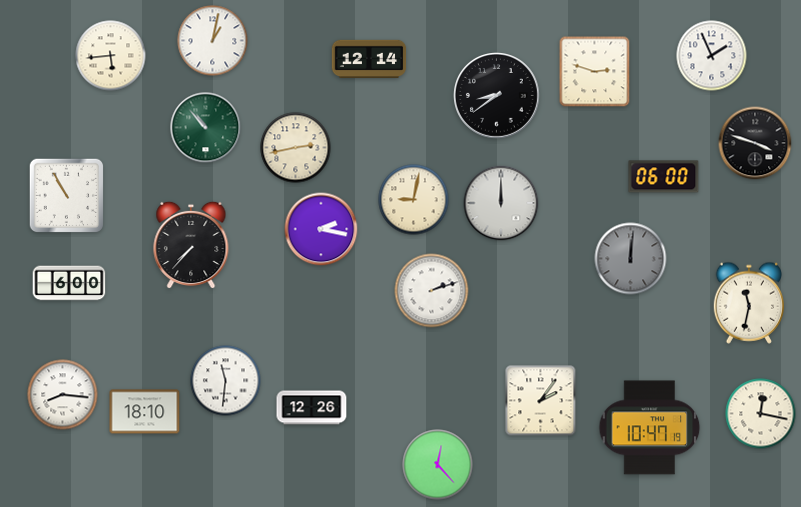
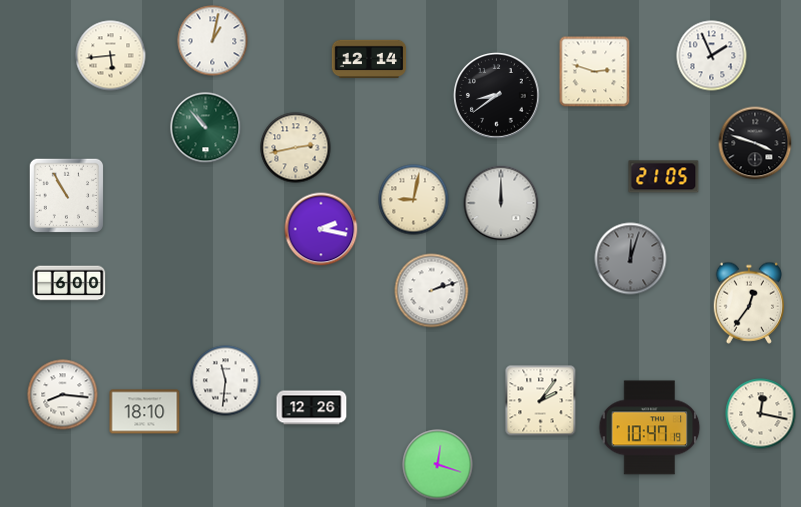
clock at (664, 177): 06:00 -> 21:05
clock at (191, 245): 7:37 -> none
clock at (631, 259): 12:01 -> 12:03
clock at (748, 303): 11:32 -> 12:36
clock at (438, 465): 12:23 -> 12:18
